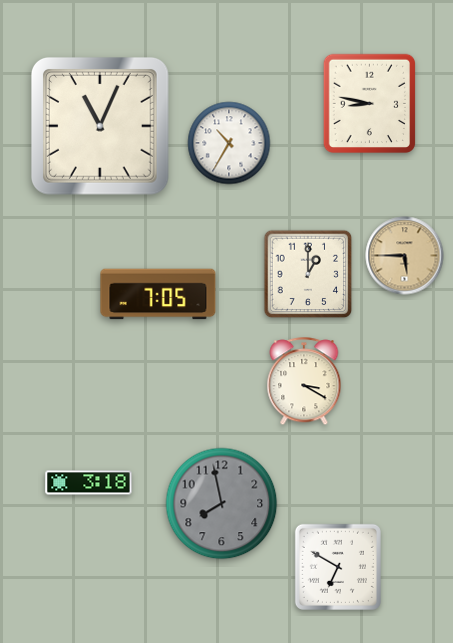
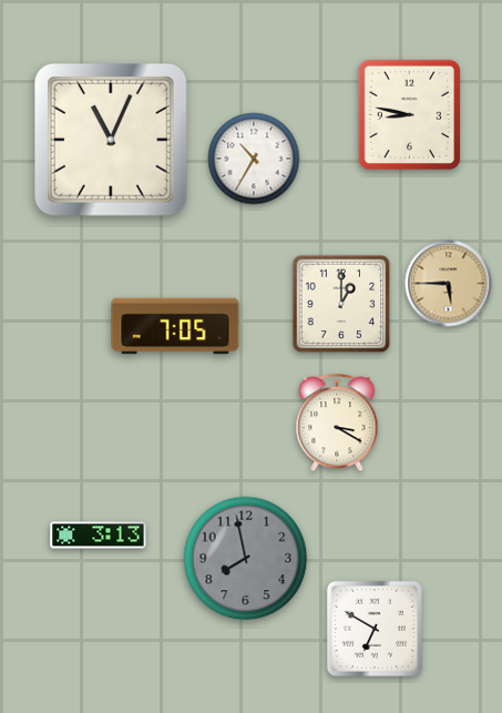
clock at (89, 483): 3:18 -> 3:13
